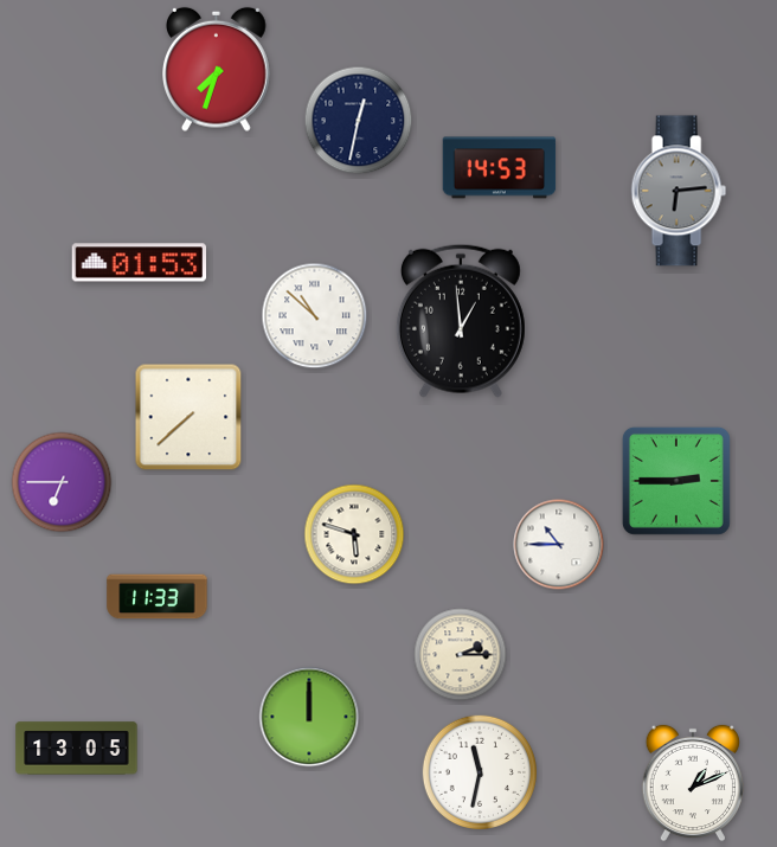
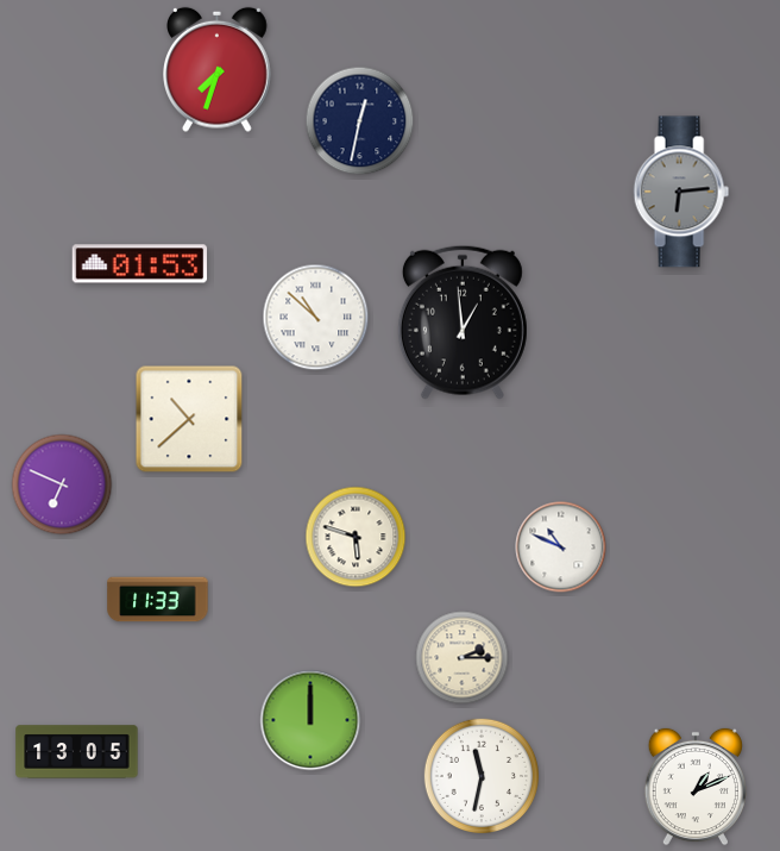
clock at (500, 168): 14:53 -> none
clock at (188, 417): 7:38 -> 10:38
clock at (676, 481): 2:45 -> none
clock at (62, 482): 6:45 -> 6:49
clock at (559, 545): 10:45 -> 10:49
